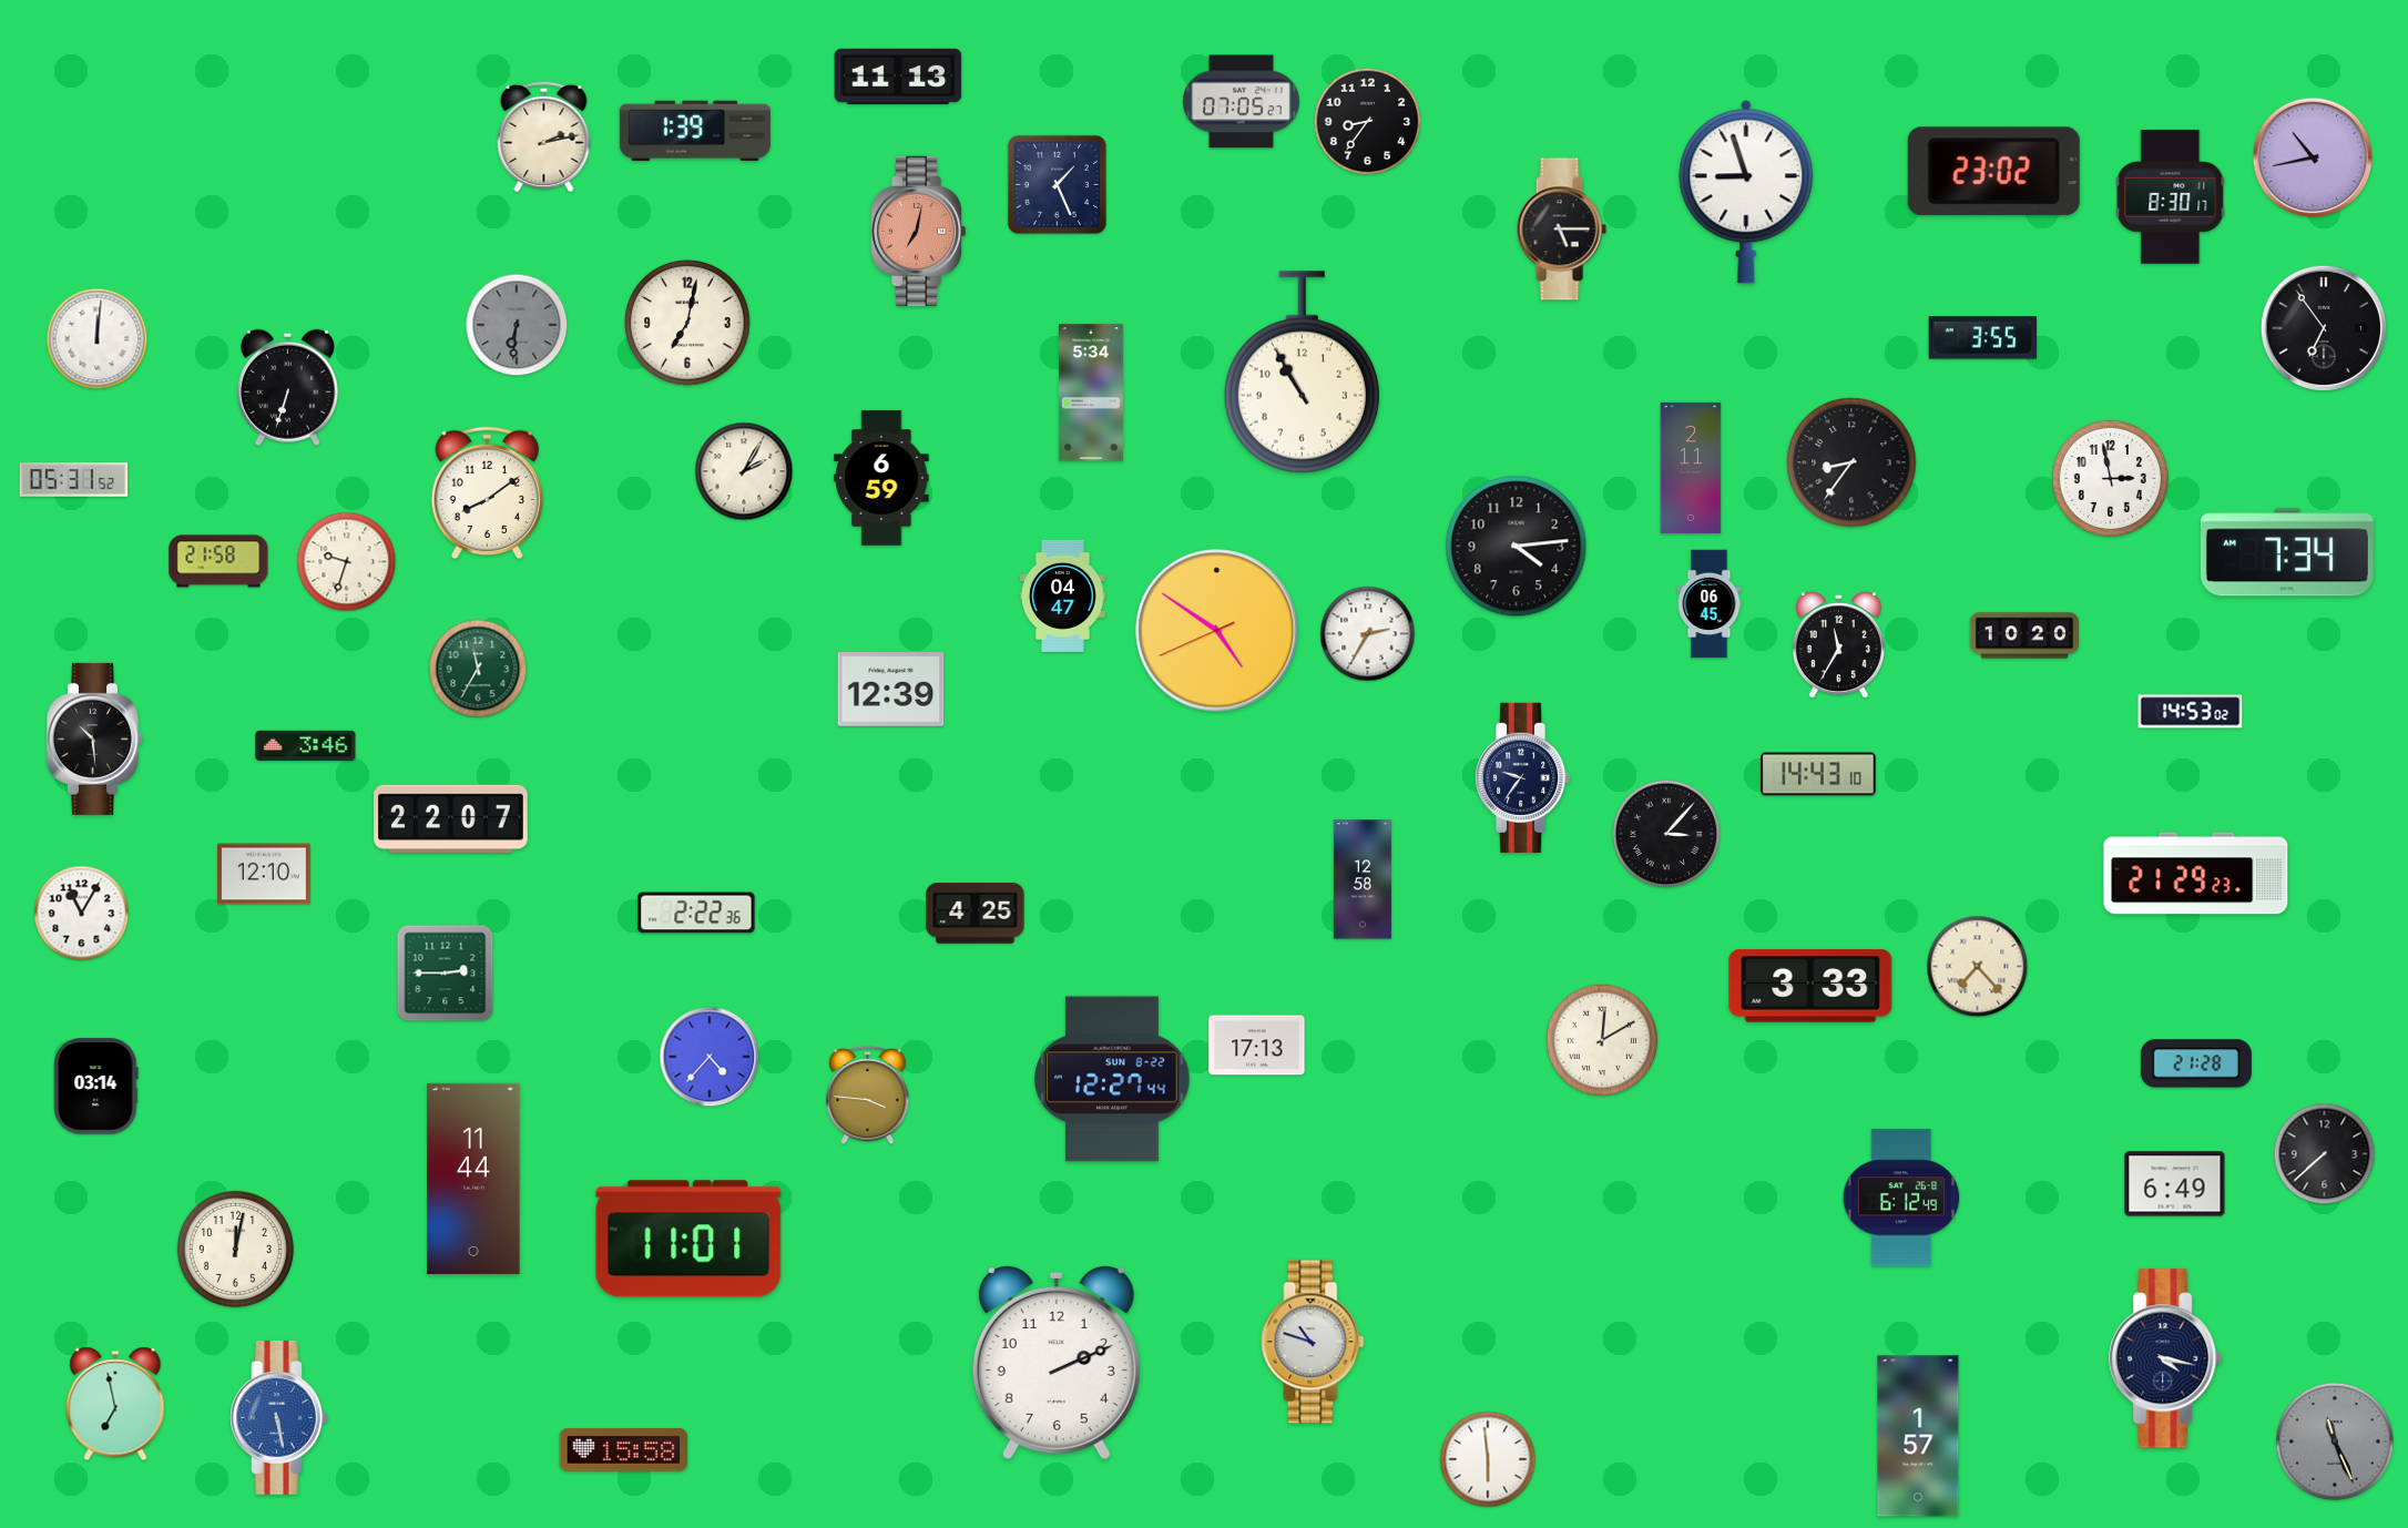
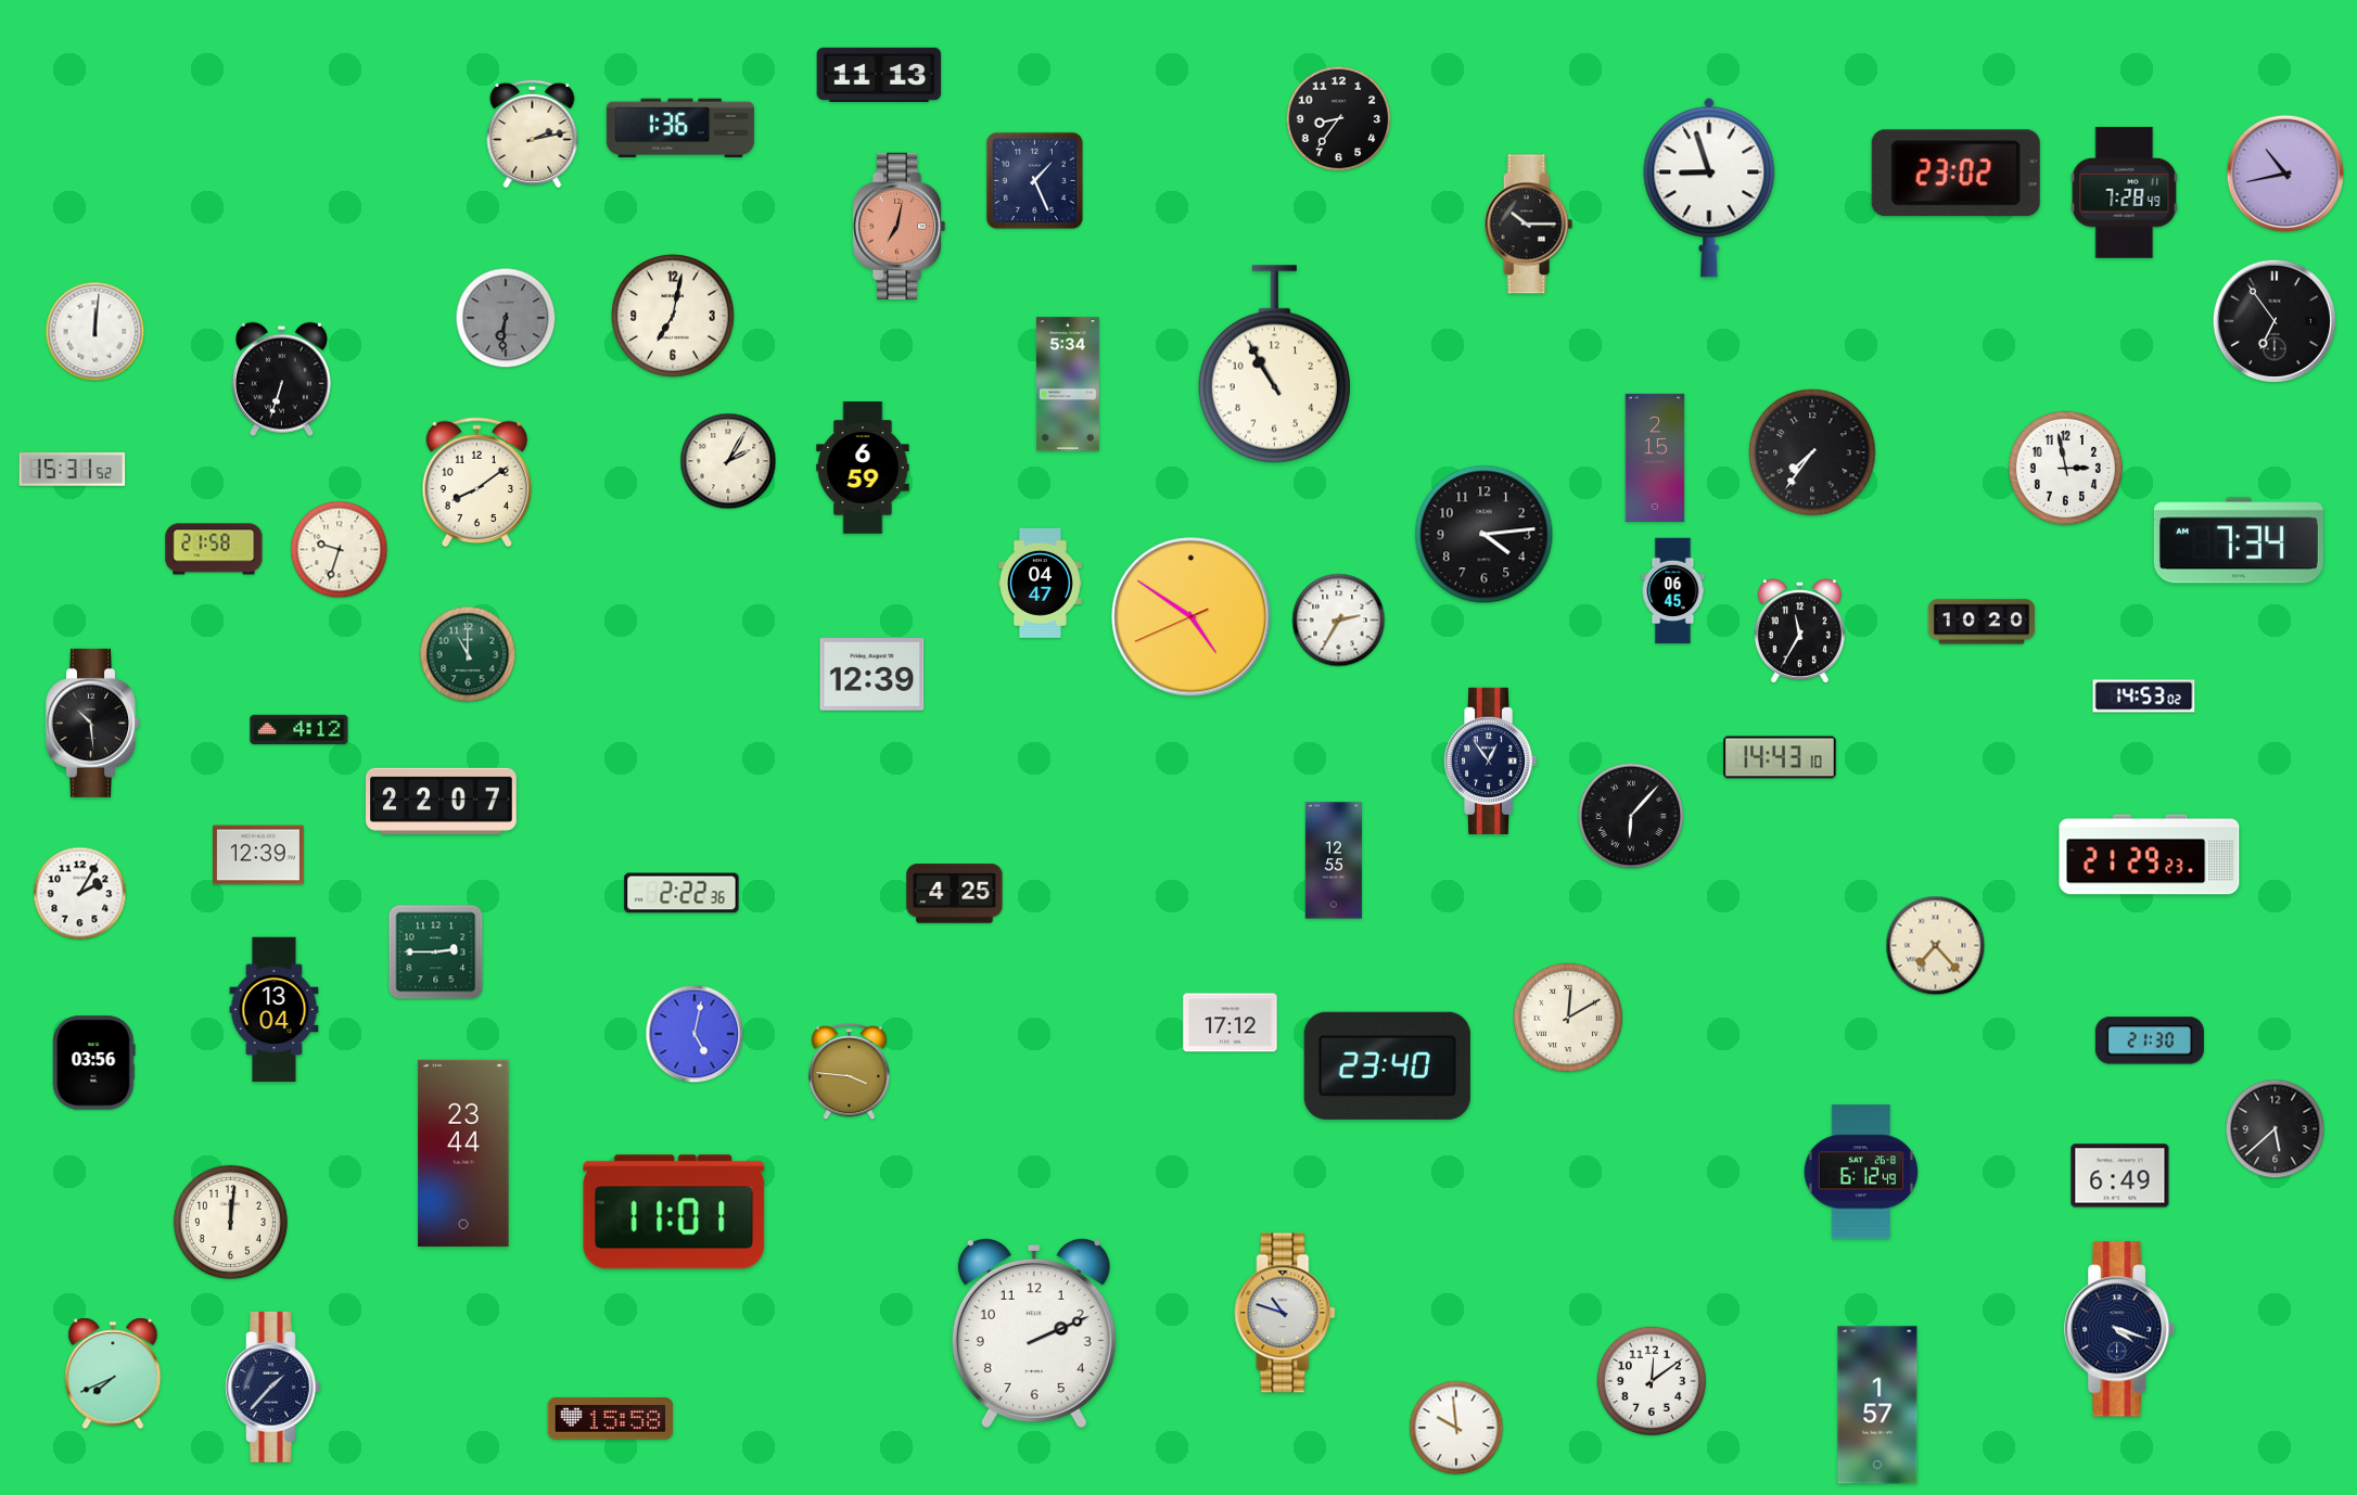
clock at (1242, 102): 07:05 -> none
clock at (695, 130): 1:39 -> 1:36
clock at (2313, 157) position: (2313, 157) -> (2285, 174)
clock at (1993, 172) position: (1993, 172) -> (1955, 174)
clock at (2171, 196): 8:30 -> 7:28
clock at (1561, 230): 5:15 -> 10:15
clock at (1983, 338): 3:55 -> none
clock at (1851, 462): 8:36 -> 7:36
clock at (1691, 468): 2:11 -> 2:15
clock at (74, 480): 05:31 -> 15:31
clock at (478, 669): 11:35 -> 11:00
clock at (306, 746): 3:46 -> 4:12
clock at (1522, 777): 9:36 -> 12:54
clock at (1666, 834): 3:07 -> 6:07
clock at (265, 874): 12:10 -> 12:39
clock at (1363, 879): 12:58 -> 12:55
clock at (82, 914): 11:05 -> 2:05
clock at (1810, 986): 3:33 -> none
clock at (275, 1010): none -> 13:04
clock at (1257, 1046): 17:13 -> 17:12
clock at (710, 1057): 4:37 -> 5:02
clock at (2196, 1063): 21:28 -> 21:30
clock at (1112, 1079): 12:27 -> none
clock at (96, 1087): 03:14 -> 03:56
clock at (1387, 1065): none -> 23:40
clock at (2325, 1154): 7:38 -> 5:38
clock at (473, 1179): 11:44 -> 23:44
clock at (2175, 1184) position: (2175, 1184) -> (2120, 1176)
clock at (235, 1249): 12:02 -> 12:01
clock at (2166, 1358): 4:17 -> 4:18
clock at (115, 1404): 6:58 -> 7:41
clock at (1652, 1381): none -> 12:09
clock at (279, 1417): 5:28 -> 1:37
clock at (279, 1417) dial: blue -> navy
clock at (2335, 1442): 11:26 -> none
clock at (1488, 1459): 5:59 -> 9:59
